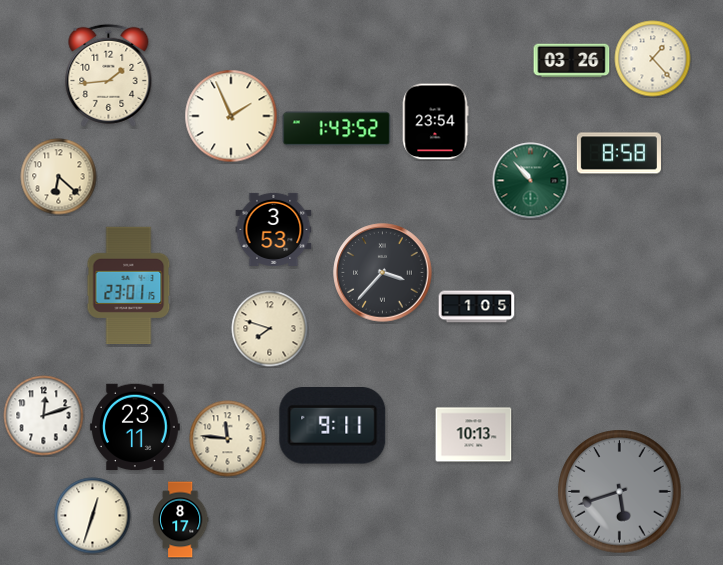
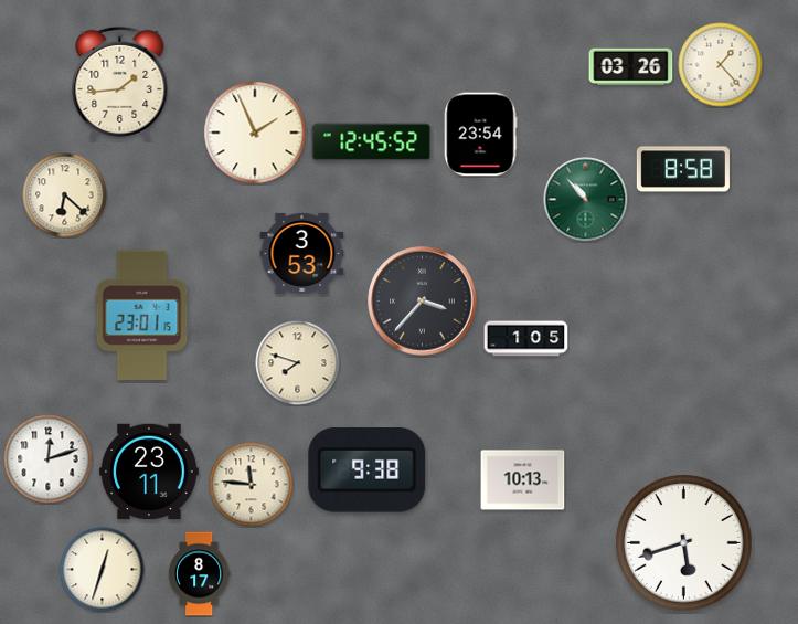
clock at (231, 116) position: (231, 116) -> (255, 133)
clock at (337, 129): 1:43 -> 12:45
clock at (333, 426): 9:11 -> 9:38
clock at (620, 492) dial: grey -> white
